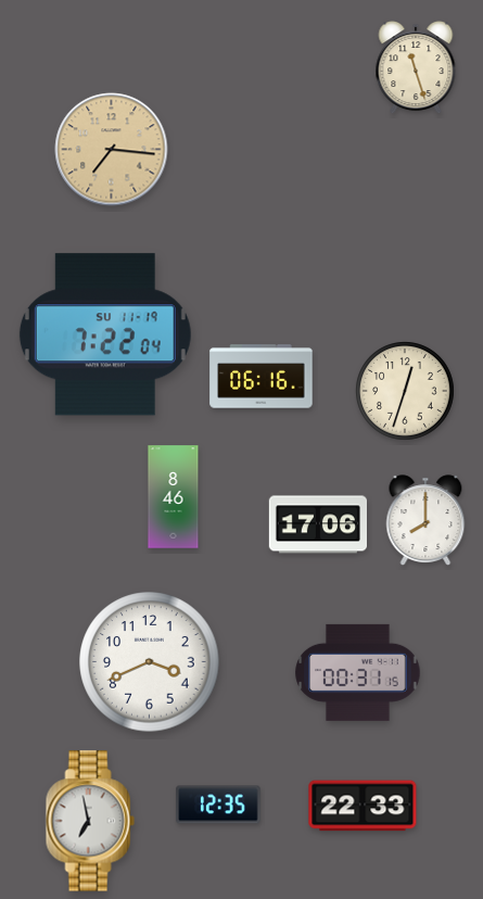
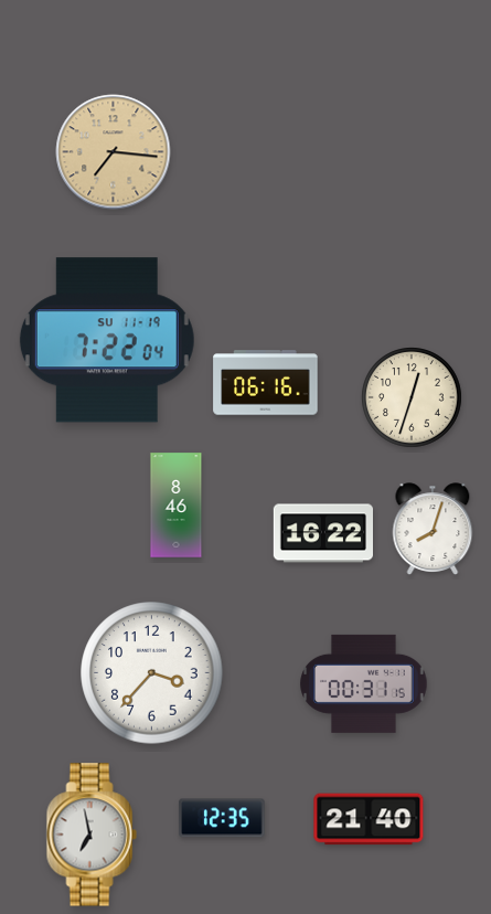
clock at (416, 68): 11:27 -> none
clock at (425, 520): 8:00 -> 8:03
clock at (317, 524): 17:06 -> 16:22
clock at (150, 662): 3:41 -> 3:37
clock at (363, 806): 22:33 -> 21:40
